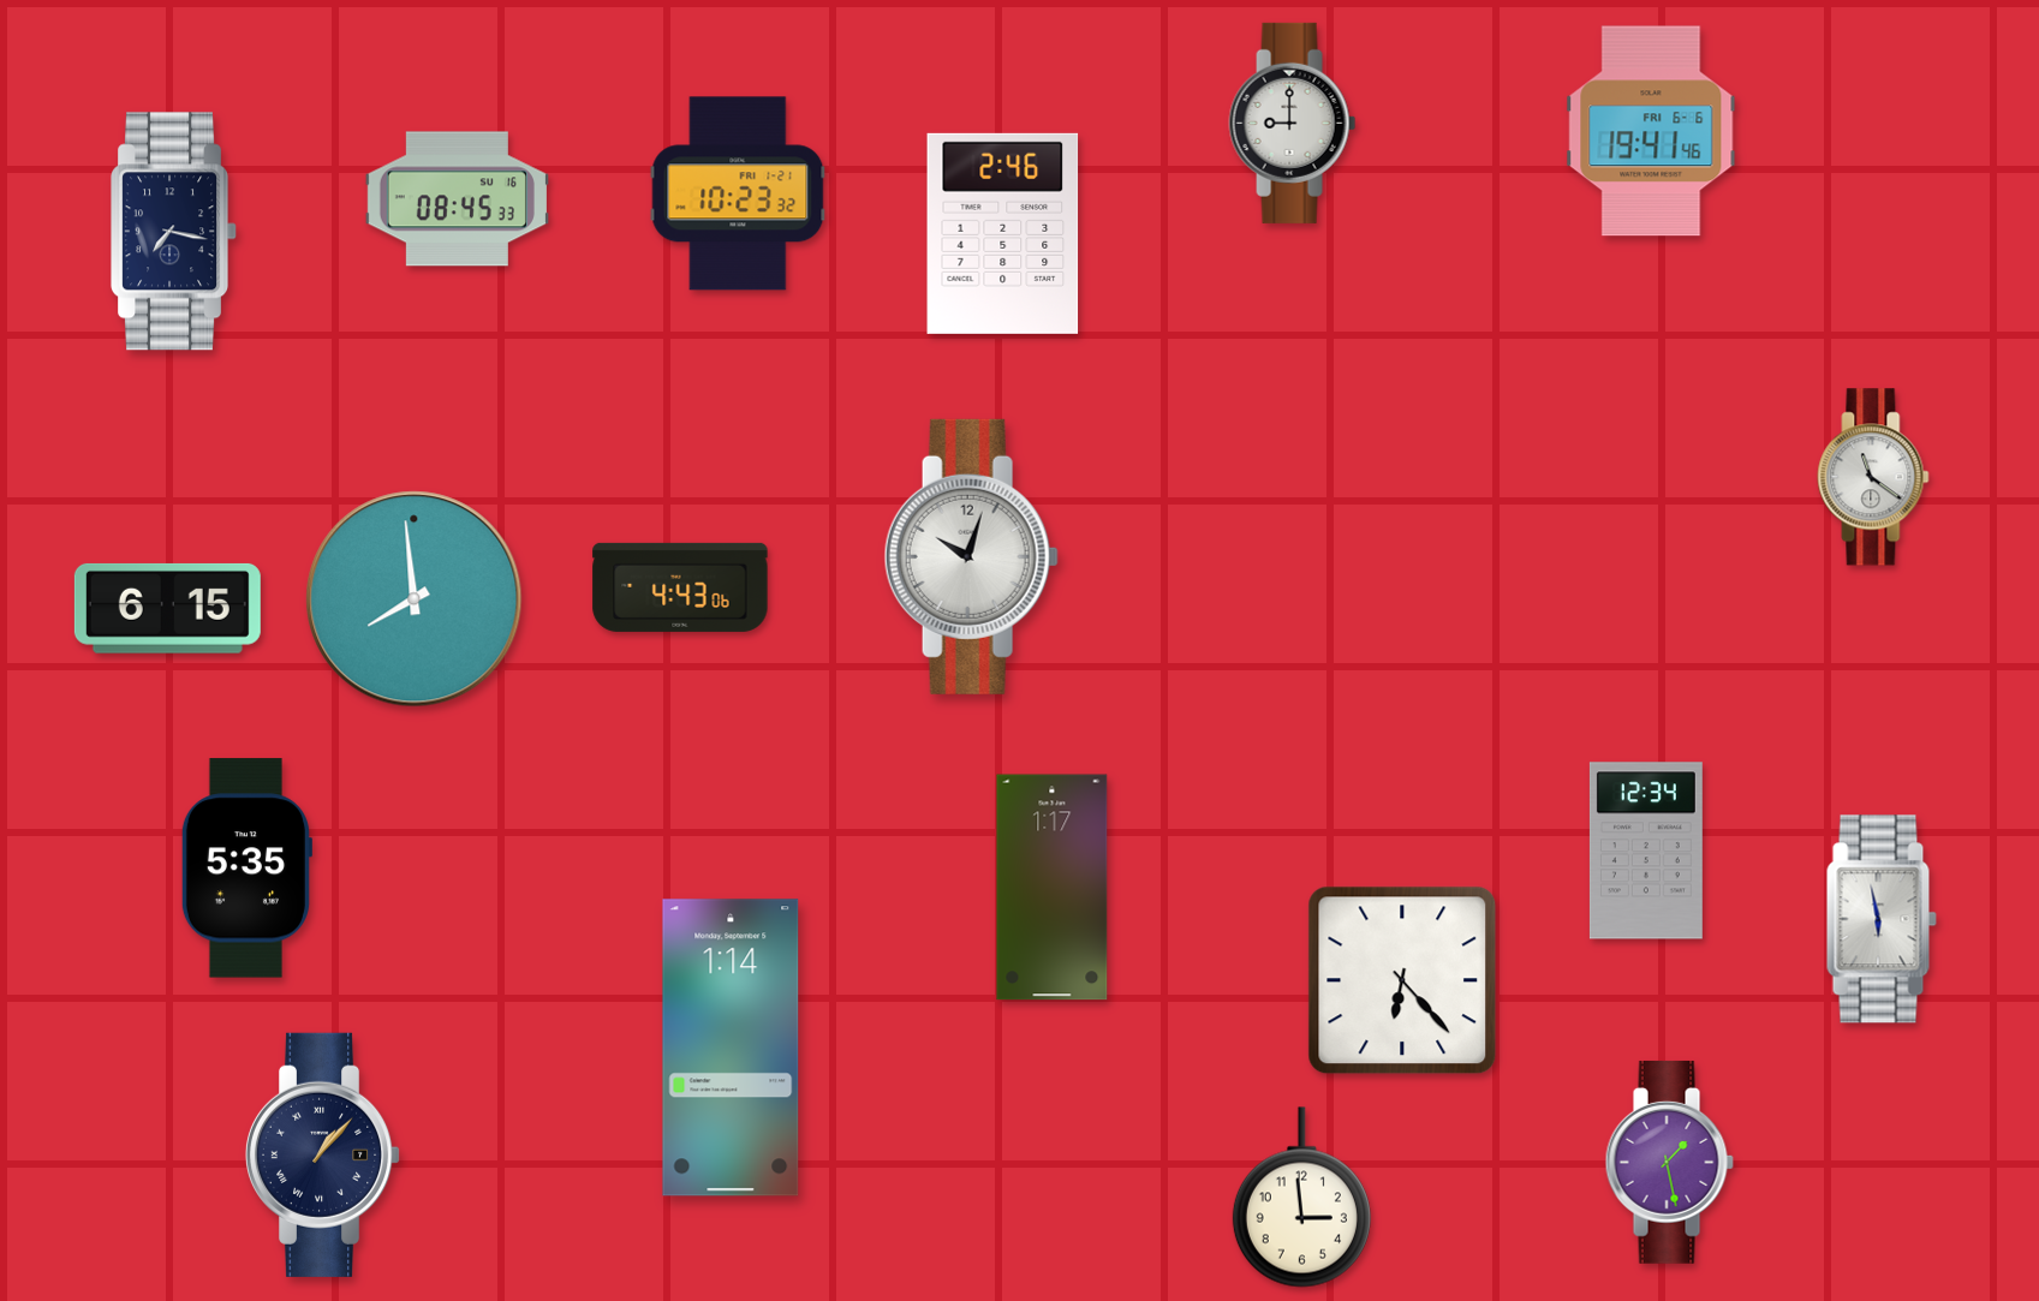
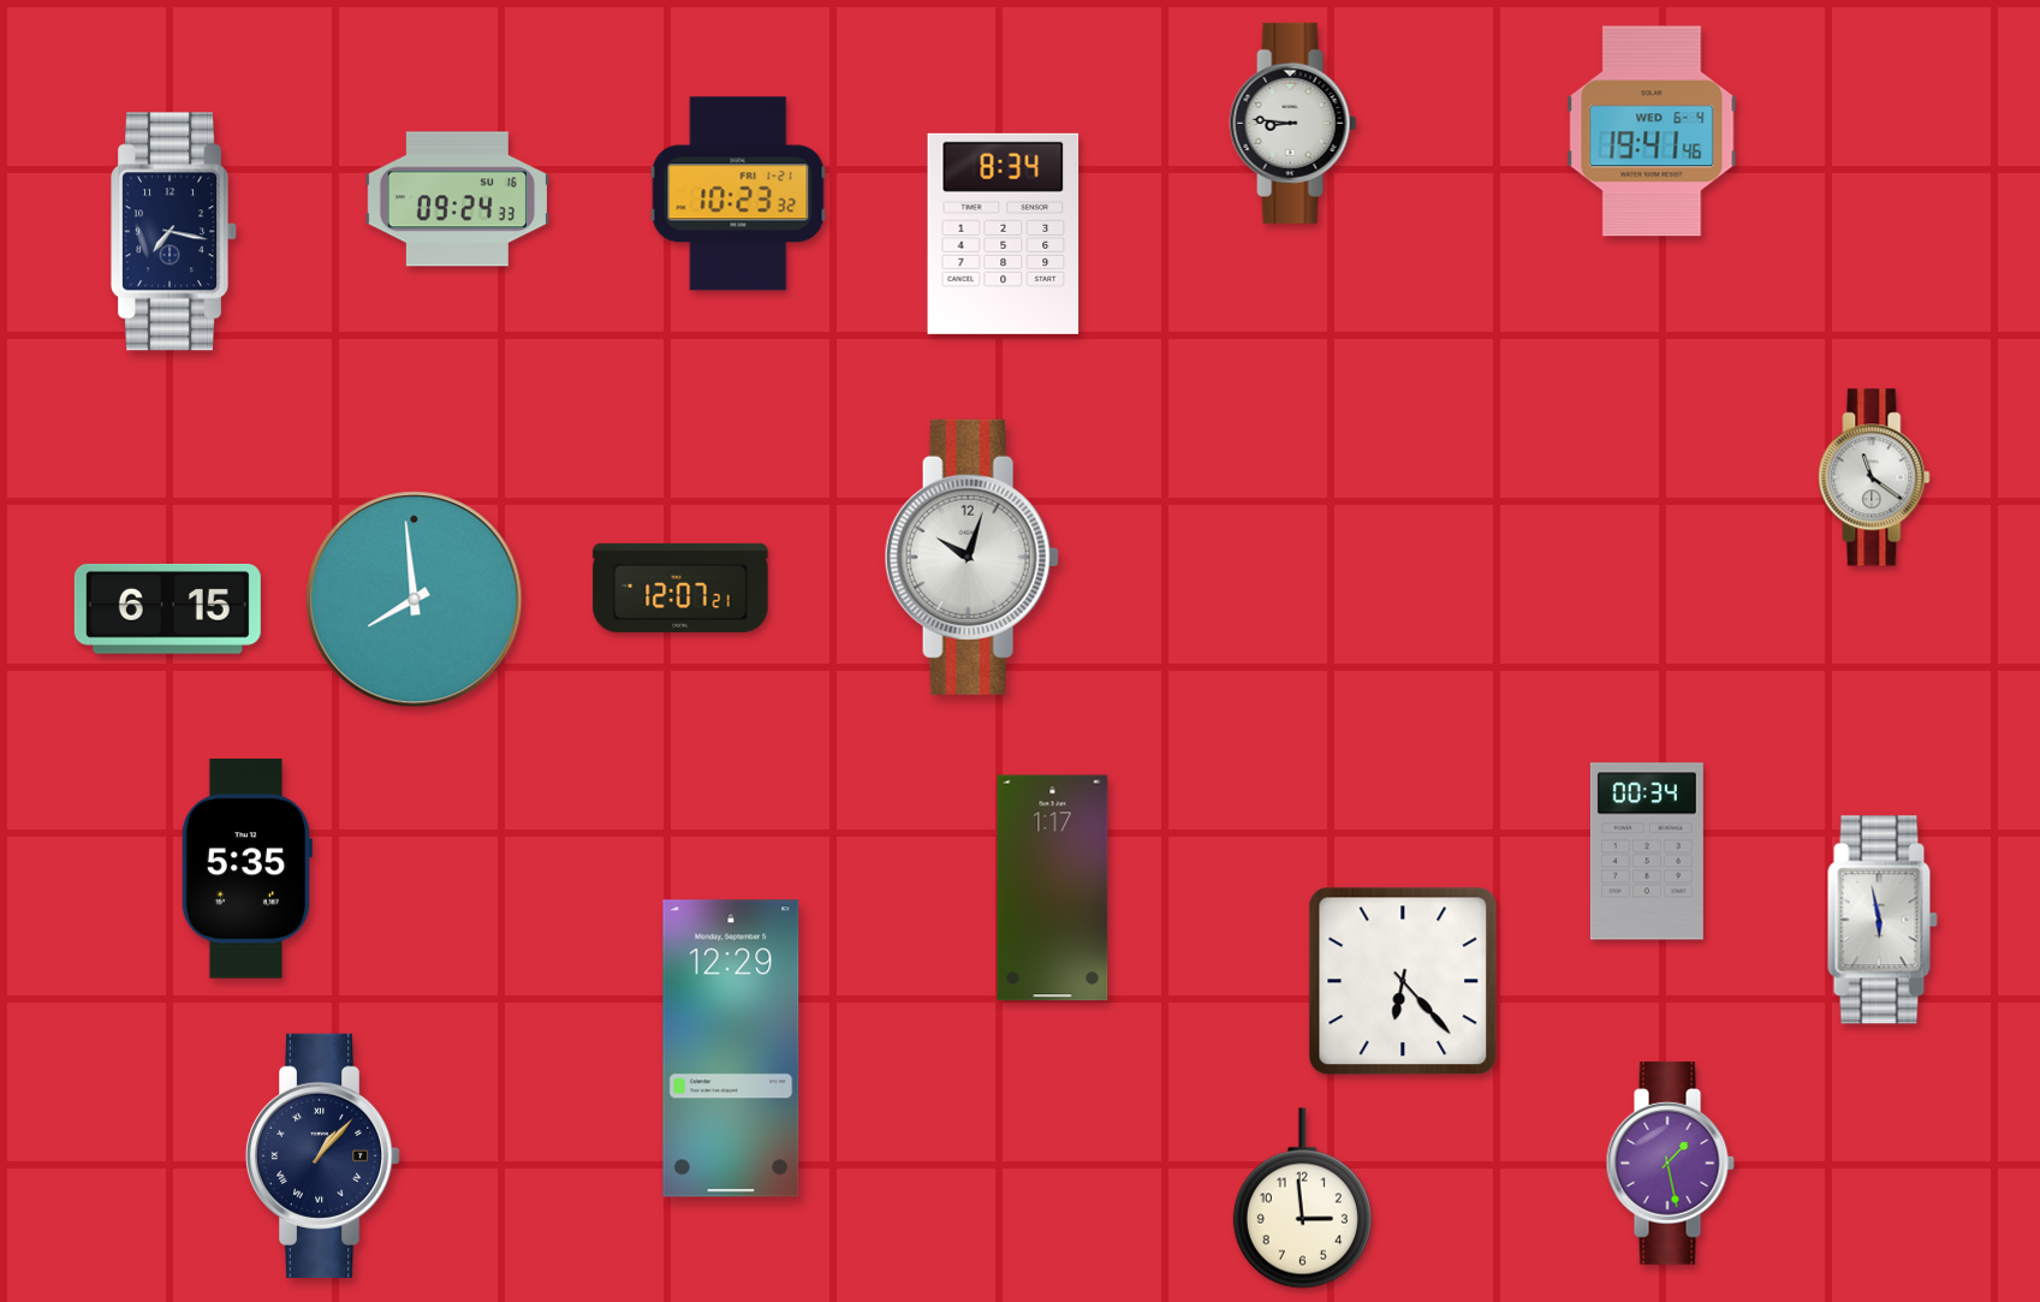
clock at (1293, 123): 9:00 -> 8:46
clock at (1651, 131) date: FRI 6-6 -> WED 6-4
clock at (457, 199): 08:45 -> 09:24
clock at (1003, 233): 2:46 -> 8:34
clock at (680, 587): 4:43 -> 12:07
clock at (1646, 851): 12:34 -> 00:34
clock at (731, 1048): 1:14 -> 12:29
